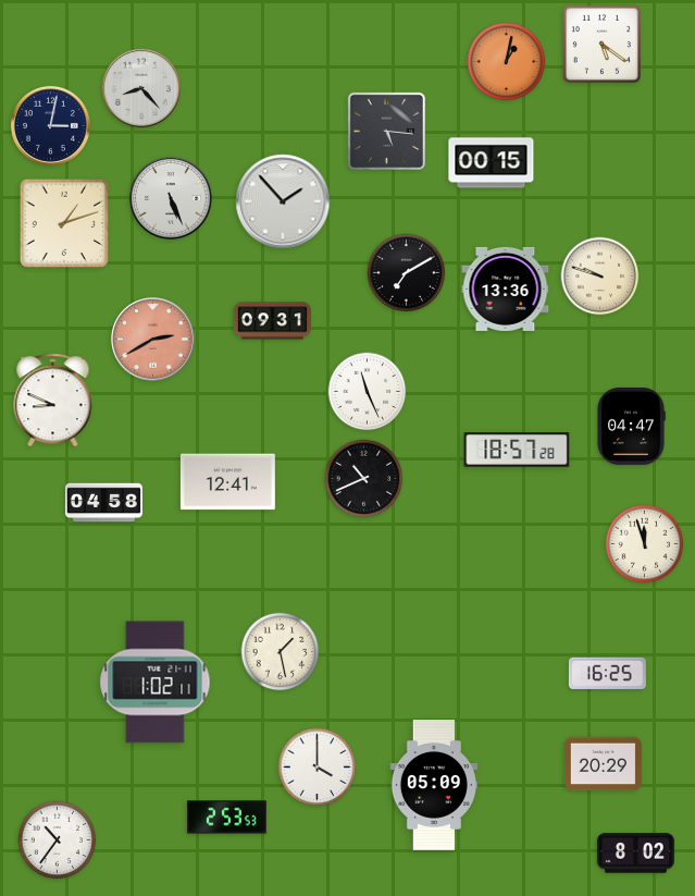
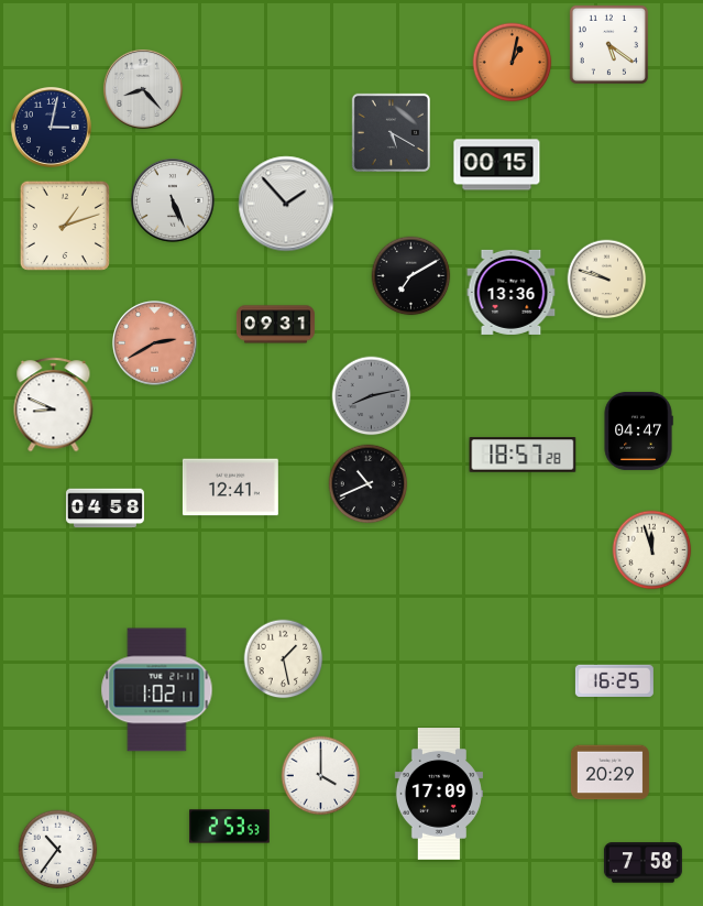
clock at (386, 131): 5:16 -> 5:20
clock at (368, 392): 11:26 -> 8:13
clock at (368, 392) dial: white -> grey
clock at (434, 785): 05:09 -> 17:09
clock at (635, 854): 8:02 -> 7:58
